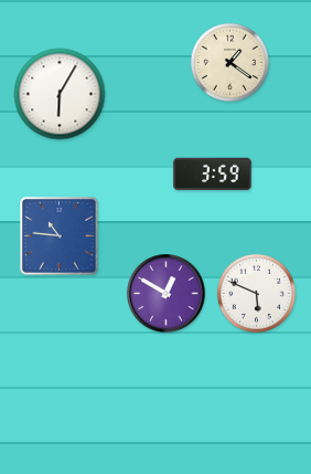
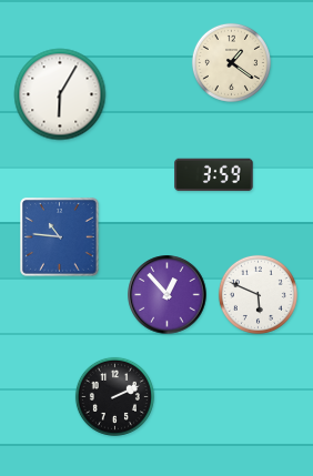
clock at (167, 294): 12:50 -> 12:53
clock at (114, 396): none -> 2:11
